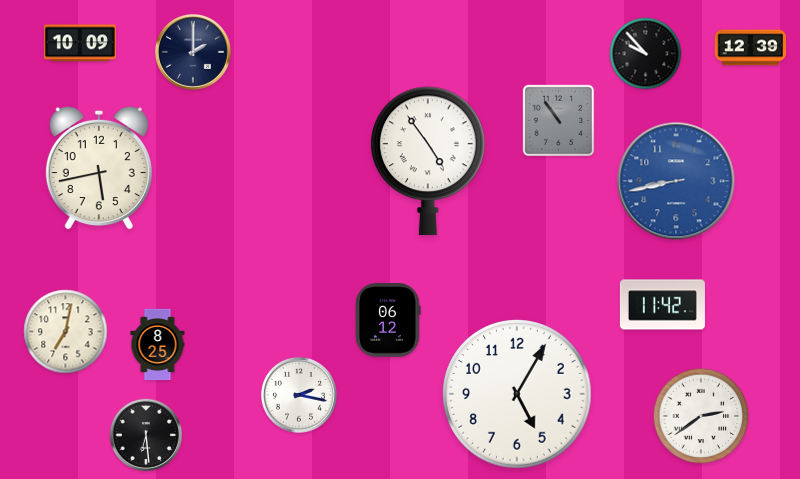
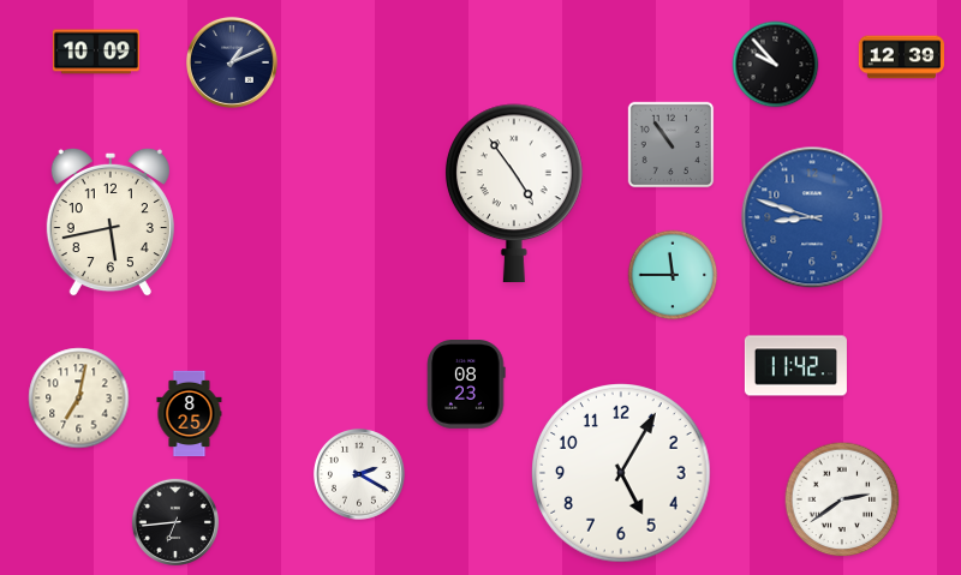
clock at (193, 52): 2:00 -> 1:11
clock at (99, 168) position: (99, 168) -> (111, 222)
clock at (676, 181): 8:43 -> 8:48
clock at (673, 275): none -> 11:45
clock at (388, 320): 06:12 -> 08:23
clock at (299, 395): 2:17 -> 2:20
clock at (146, 435): 6:29 -> 6:44
